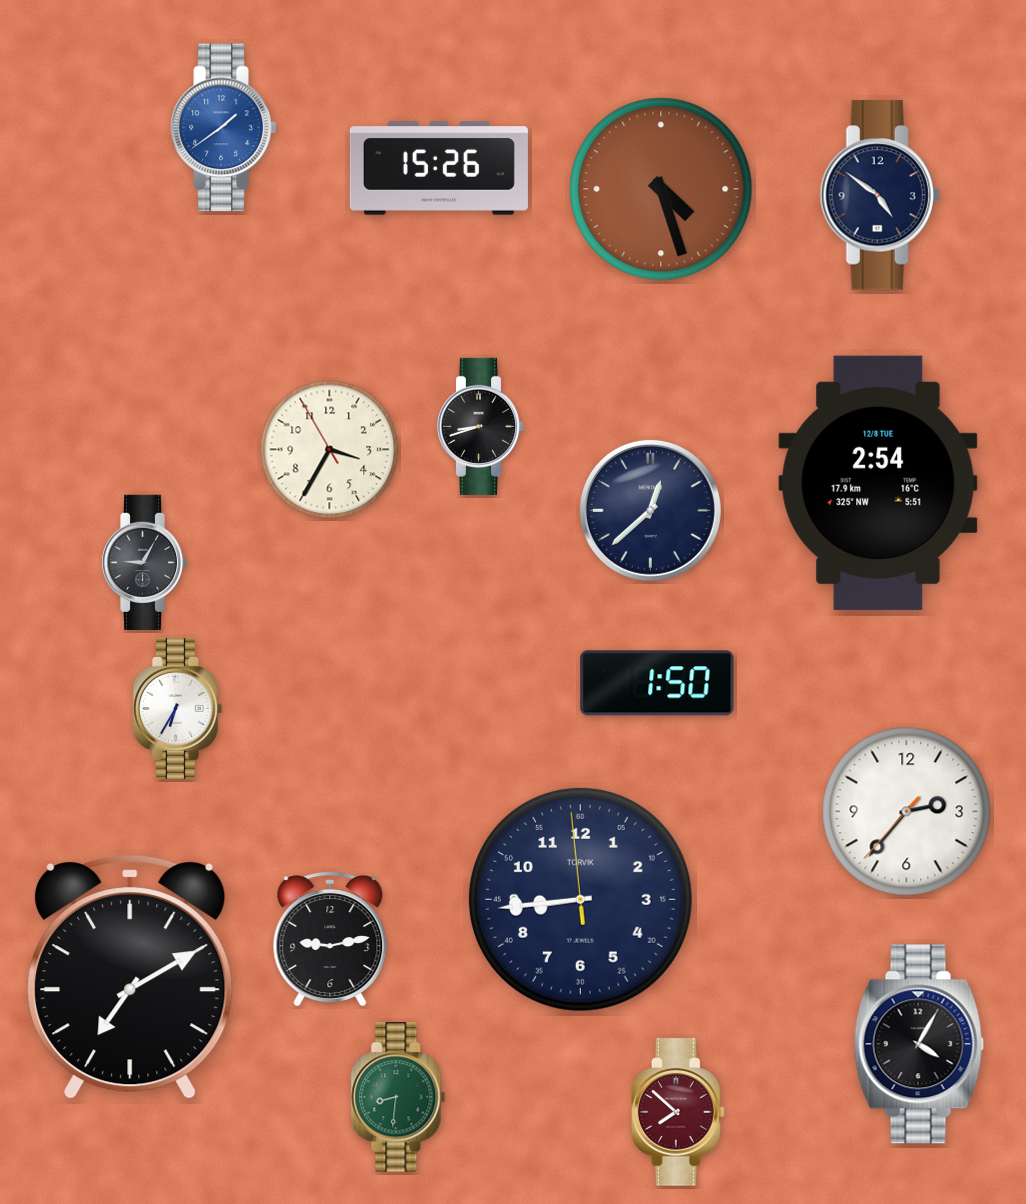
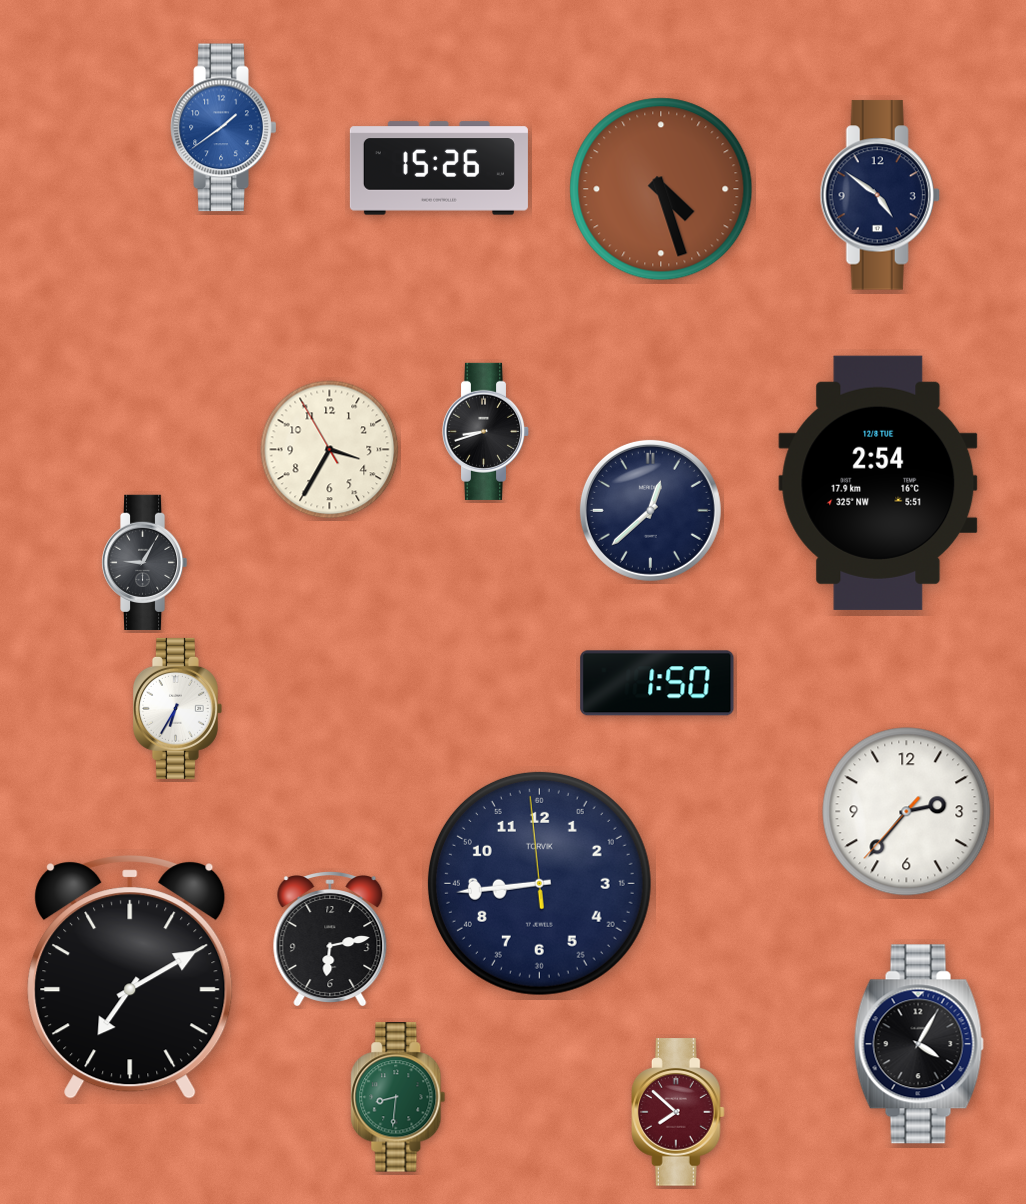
clock at (481, 426) position: (481, 426) -> (486, 431)
clock at (580, 899) position: (580, 899) -> (539, 883)
clock at (330, 939): 9:13 -> 6:13
